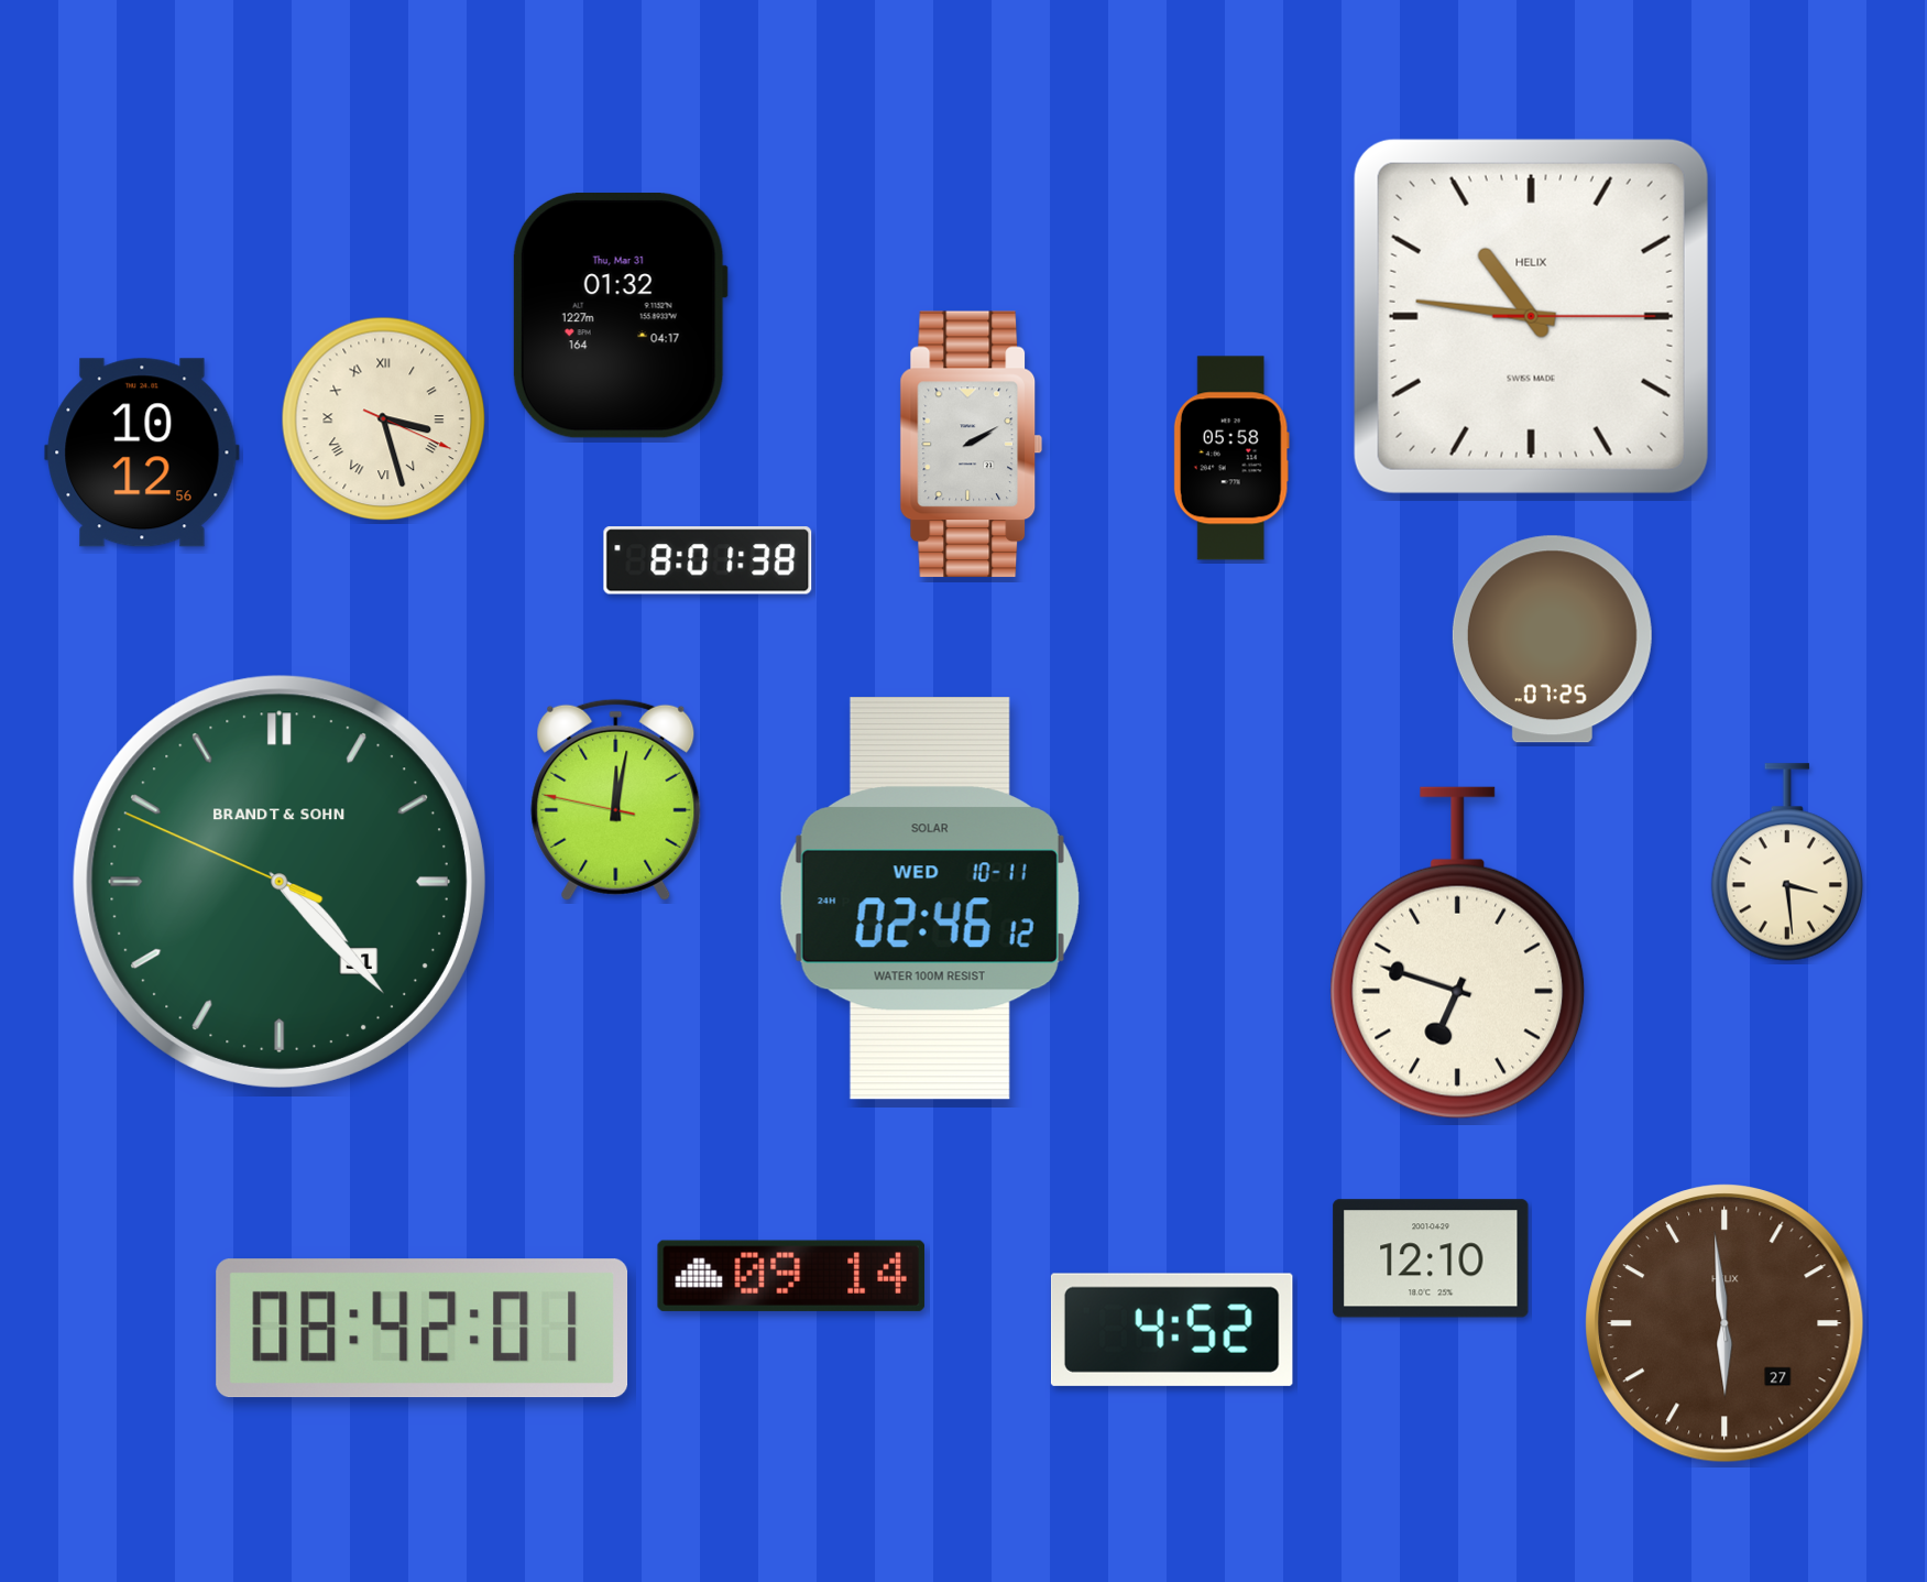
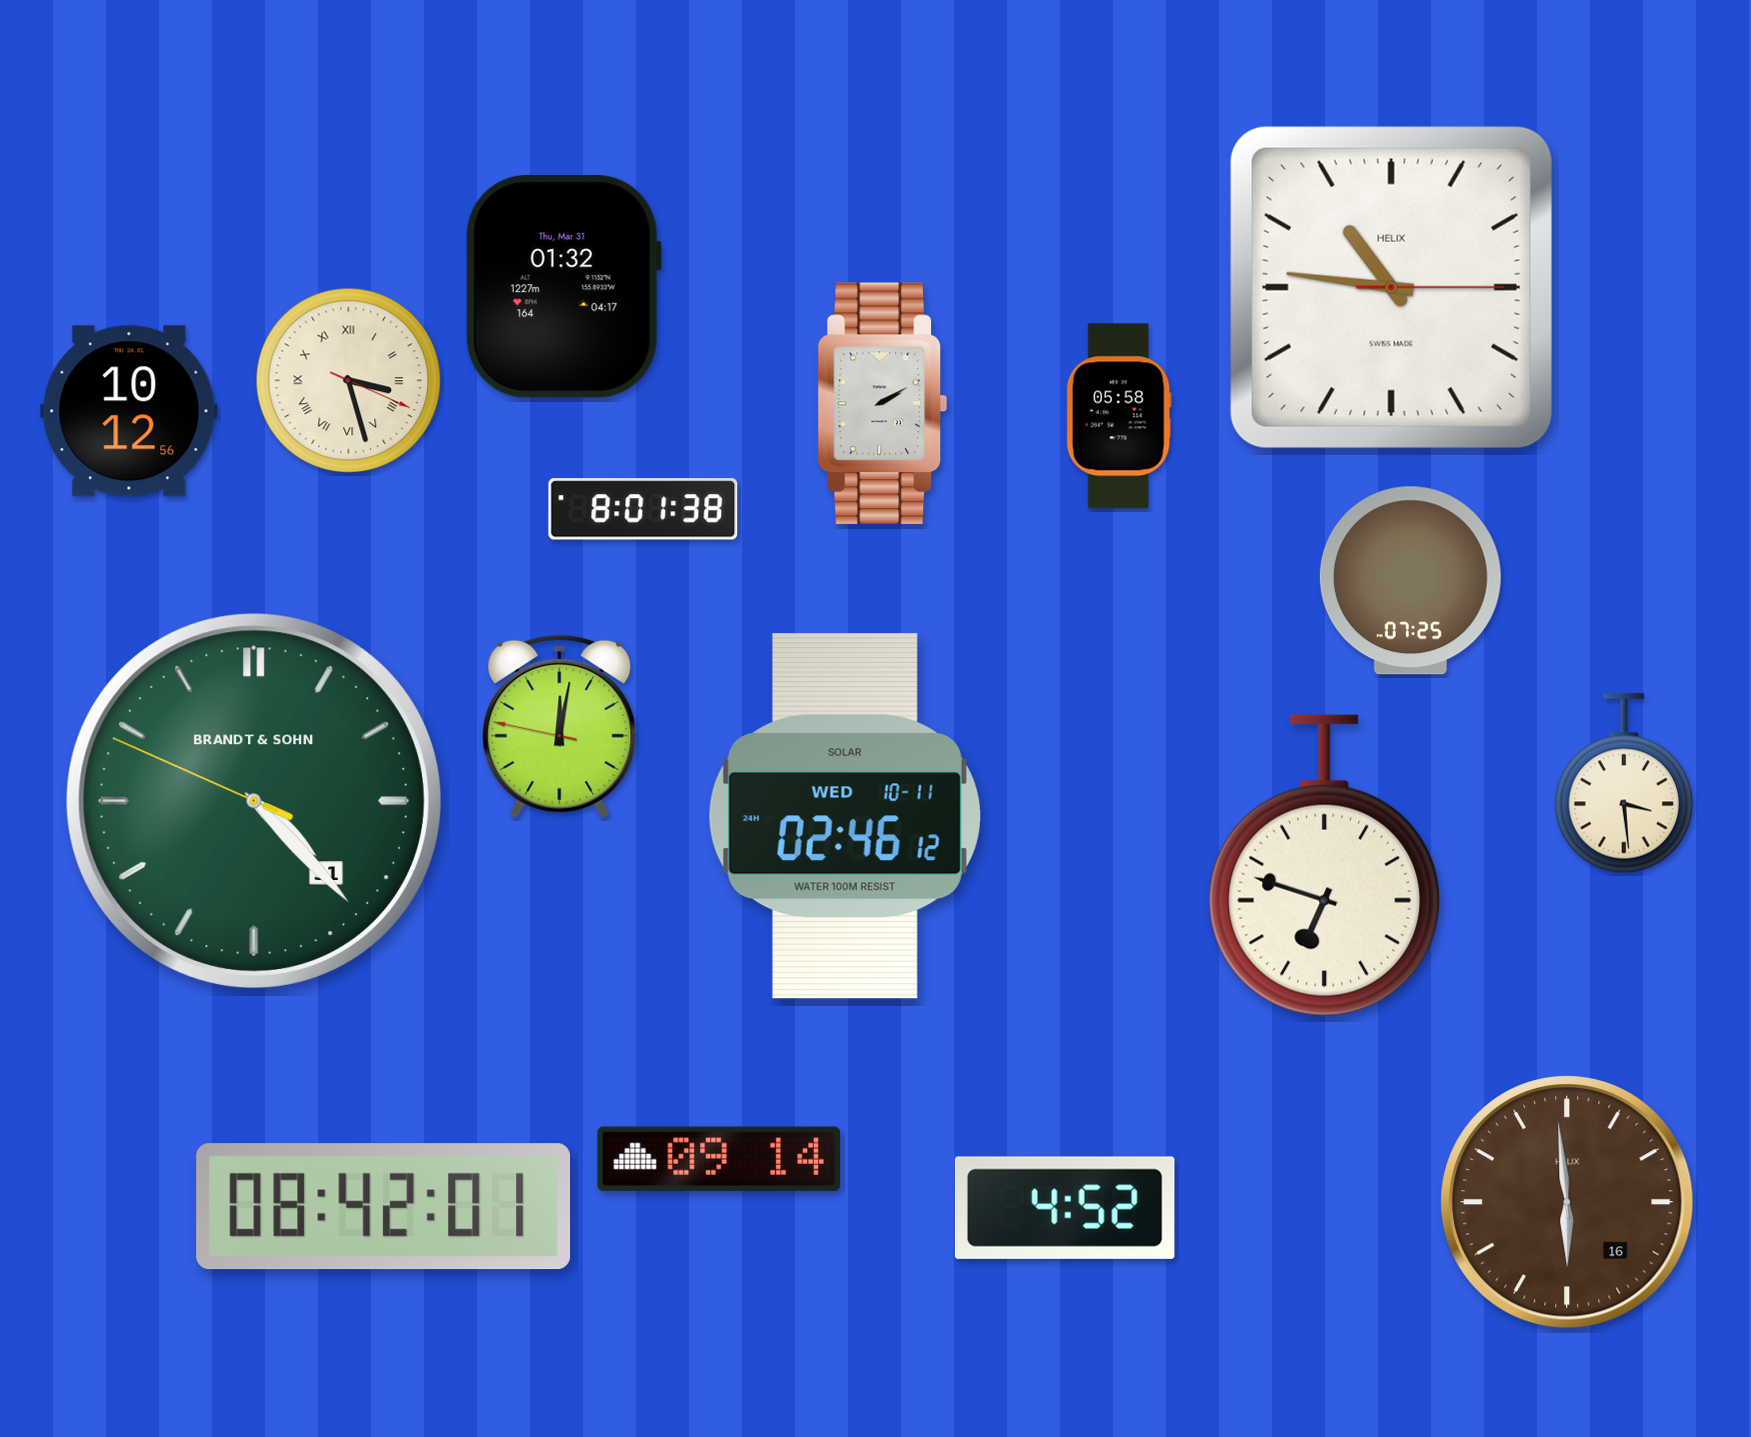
clock at (1431, 1258): 12:10 -> none
clock at (1726, 1324) date: 27 -> 16
